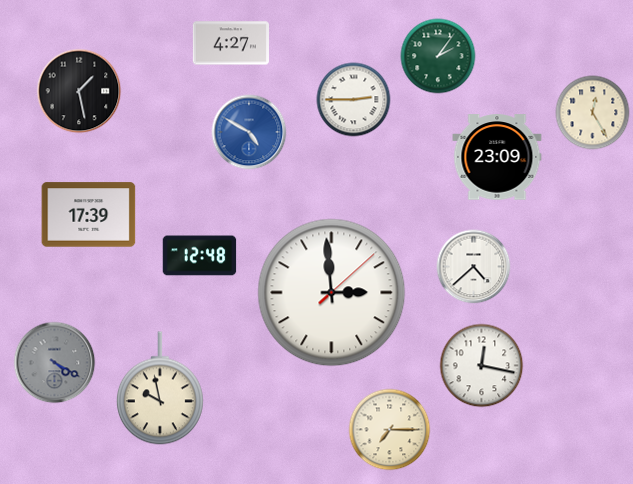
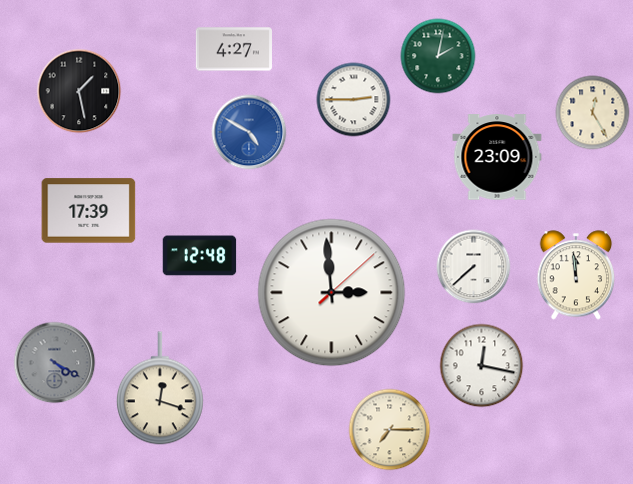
clock at (231, 43) position: (231, 43) -> (234, 49)
clock at (438, 56): 2:06 -> 2:02
clock at (89, 215) position: (89, 215) -> (89, 211)
clock at (474, 267): 4:38 -> 7:38
clock at (576, 275): none -> 11:59
clock at (160, 388): 9:58 -> 12:18
